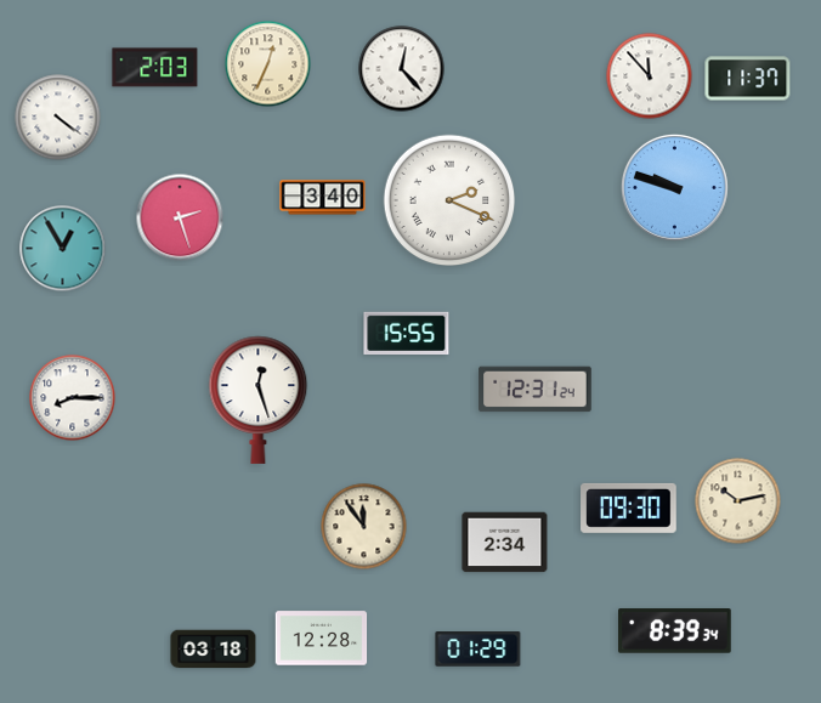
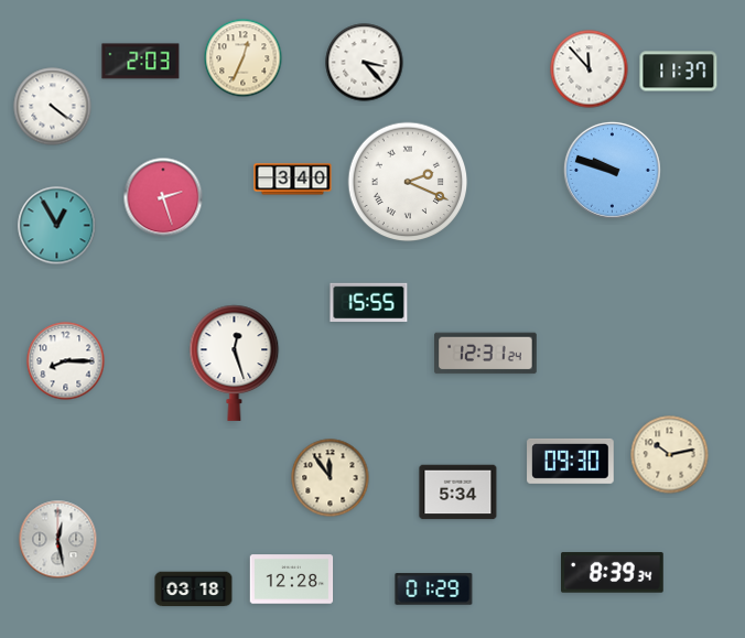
clock at (402, 69): 12:23 -> 3:23
clock at (505, 543): 2:34 -> 5:34
clock at (58, 540): none -> 12:28
